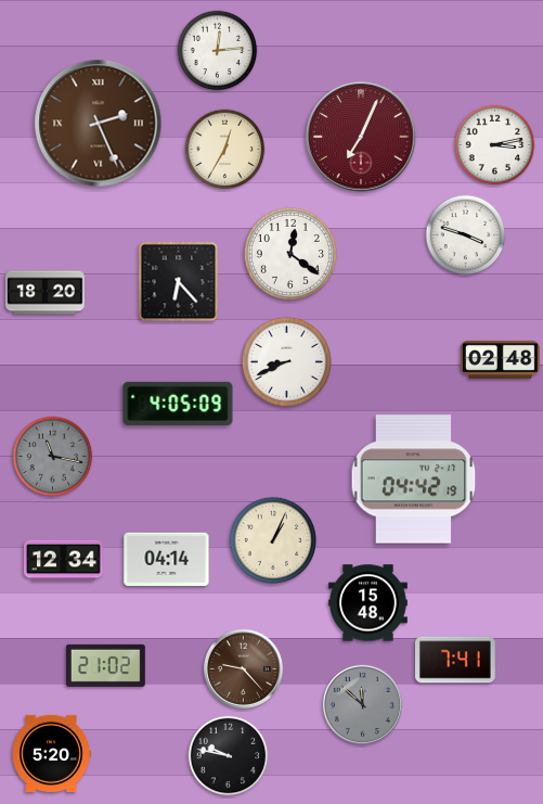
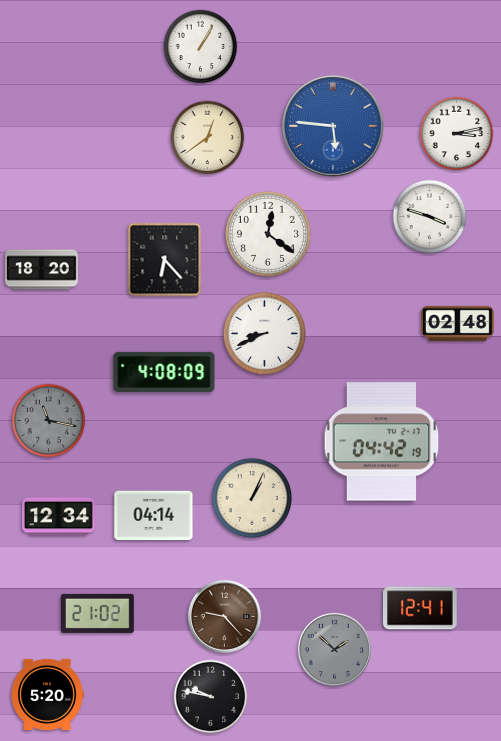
clock at (218, 51): 12:14 -> 1:05
clock at (99, 124): 2:26 -> none
clock at (361, 137): 7:04 -> 5:46
clock at (361, 137) dial: burgundy -> blue
clock at (225, 150): 12:35 -> 12:39
clock at (500, 359) position: (500, 359) -> (457, 323)
clock at (178, 403): 4:05 -> 4:08
clock at (369, 603): 15:48 -> none
clock at (456, 660): 7:41 -> 12:41
clock at (362, 704): 11:52 -> 1:52
